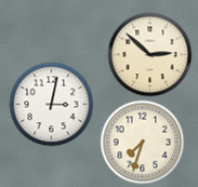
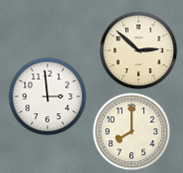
clock at (51, 104): 3:02 -> 2:59
clock at (142, 142): 7:33 -> 8:00
